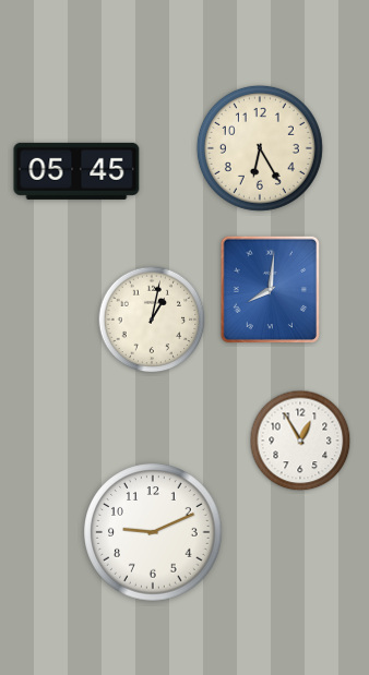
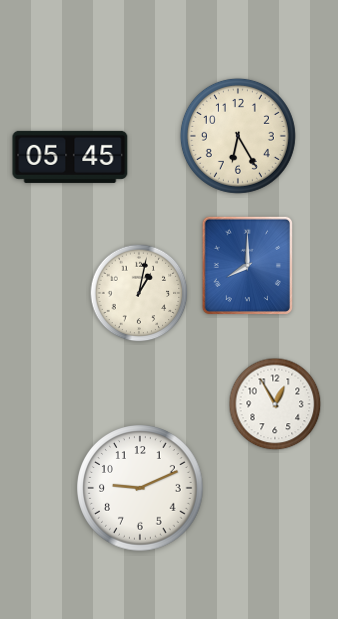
clock at (270, 290): 8:01 -> 8:00
